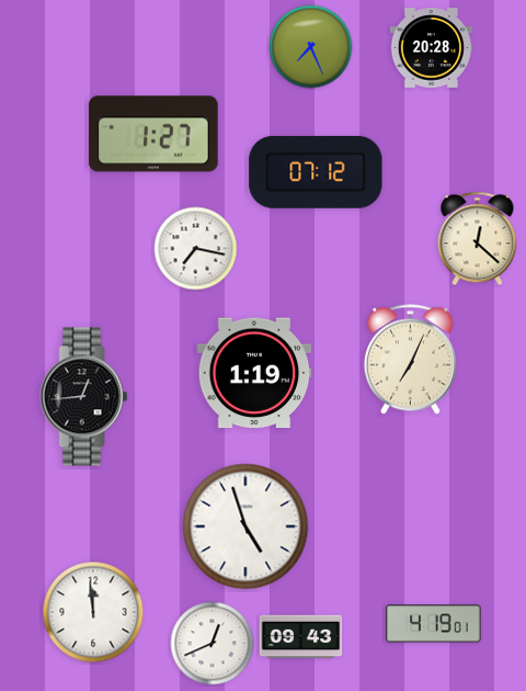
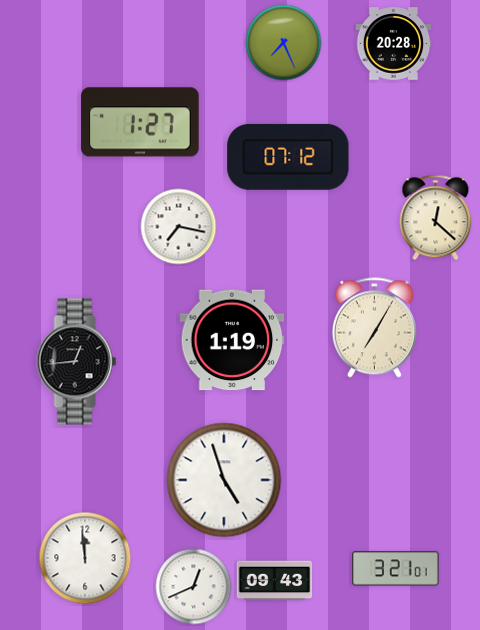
clock at (410, 360): 7:04 -> 7:05
clock at (434, 624): 4:19 -> 3:21
